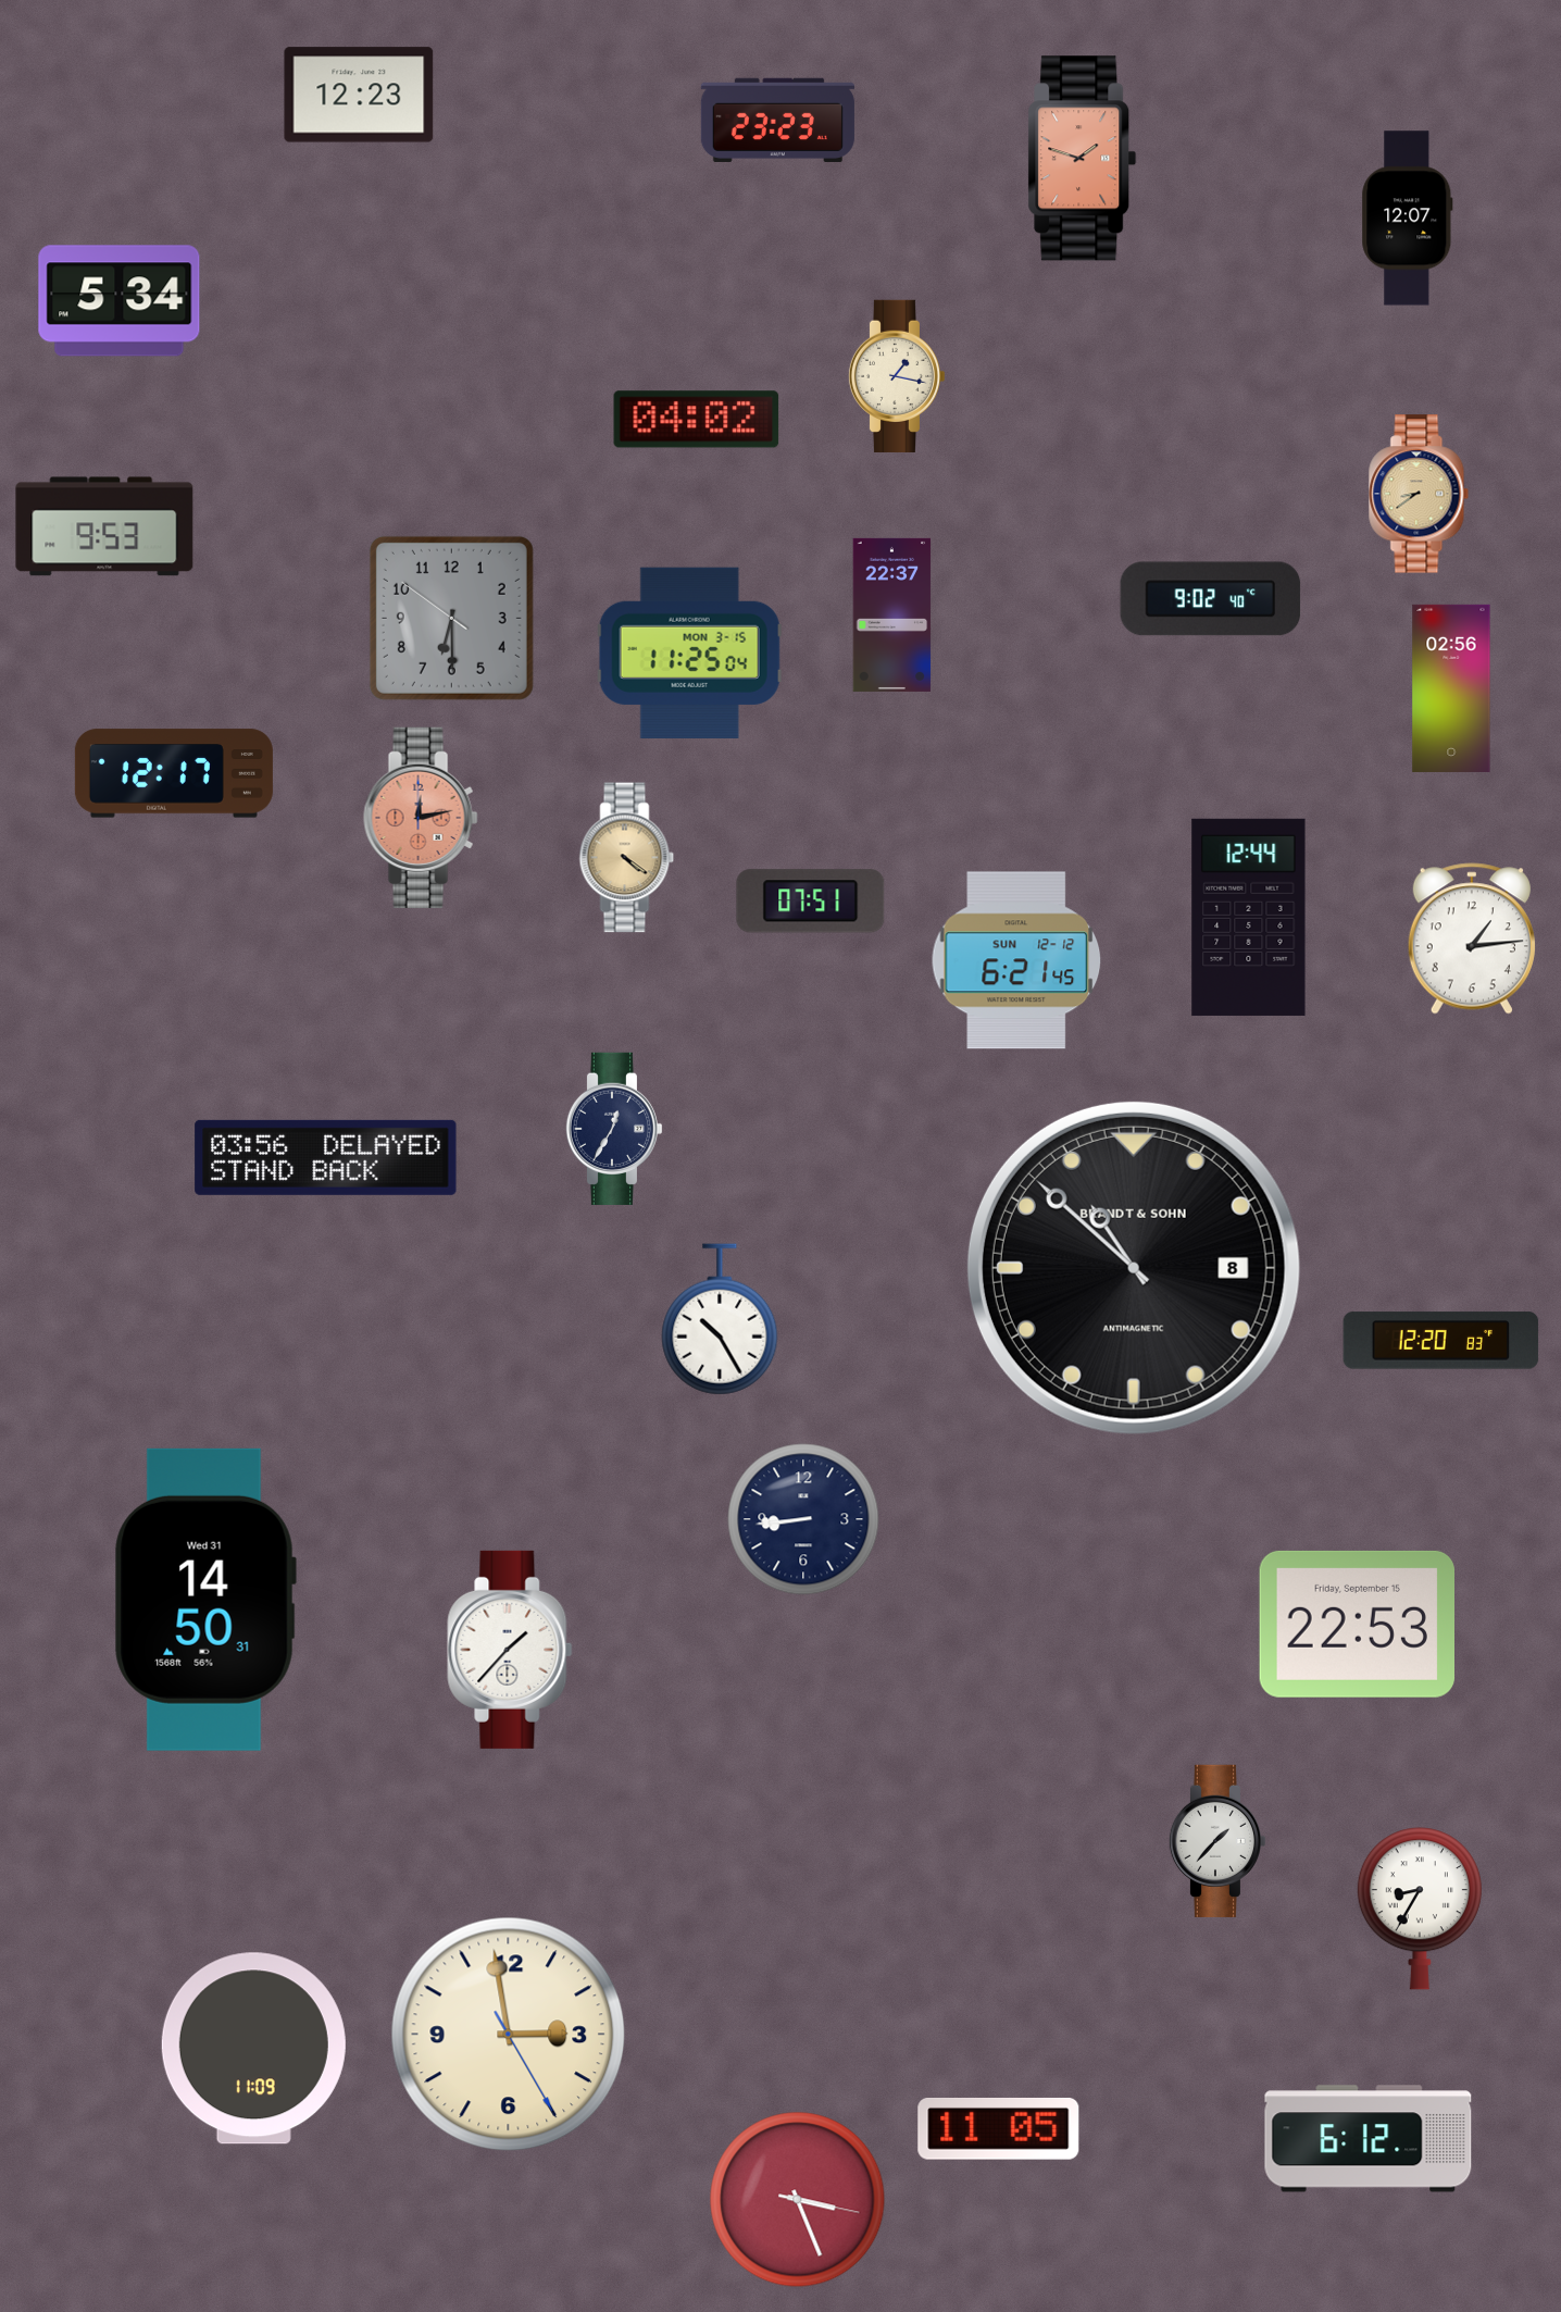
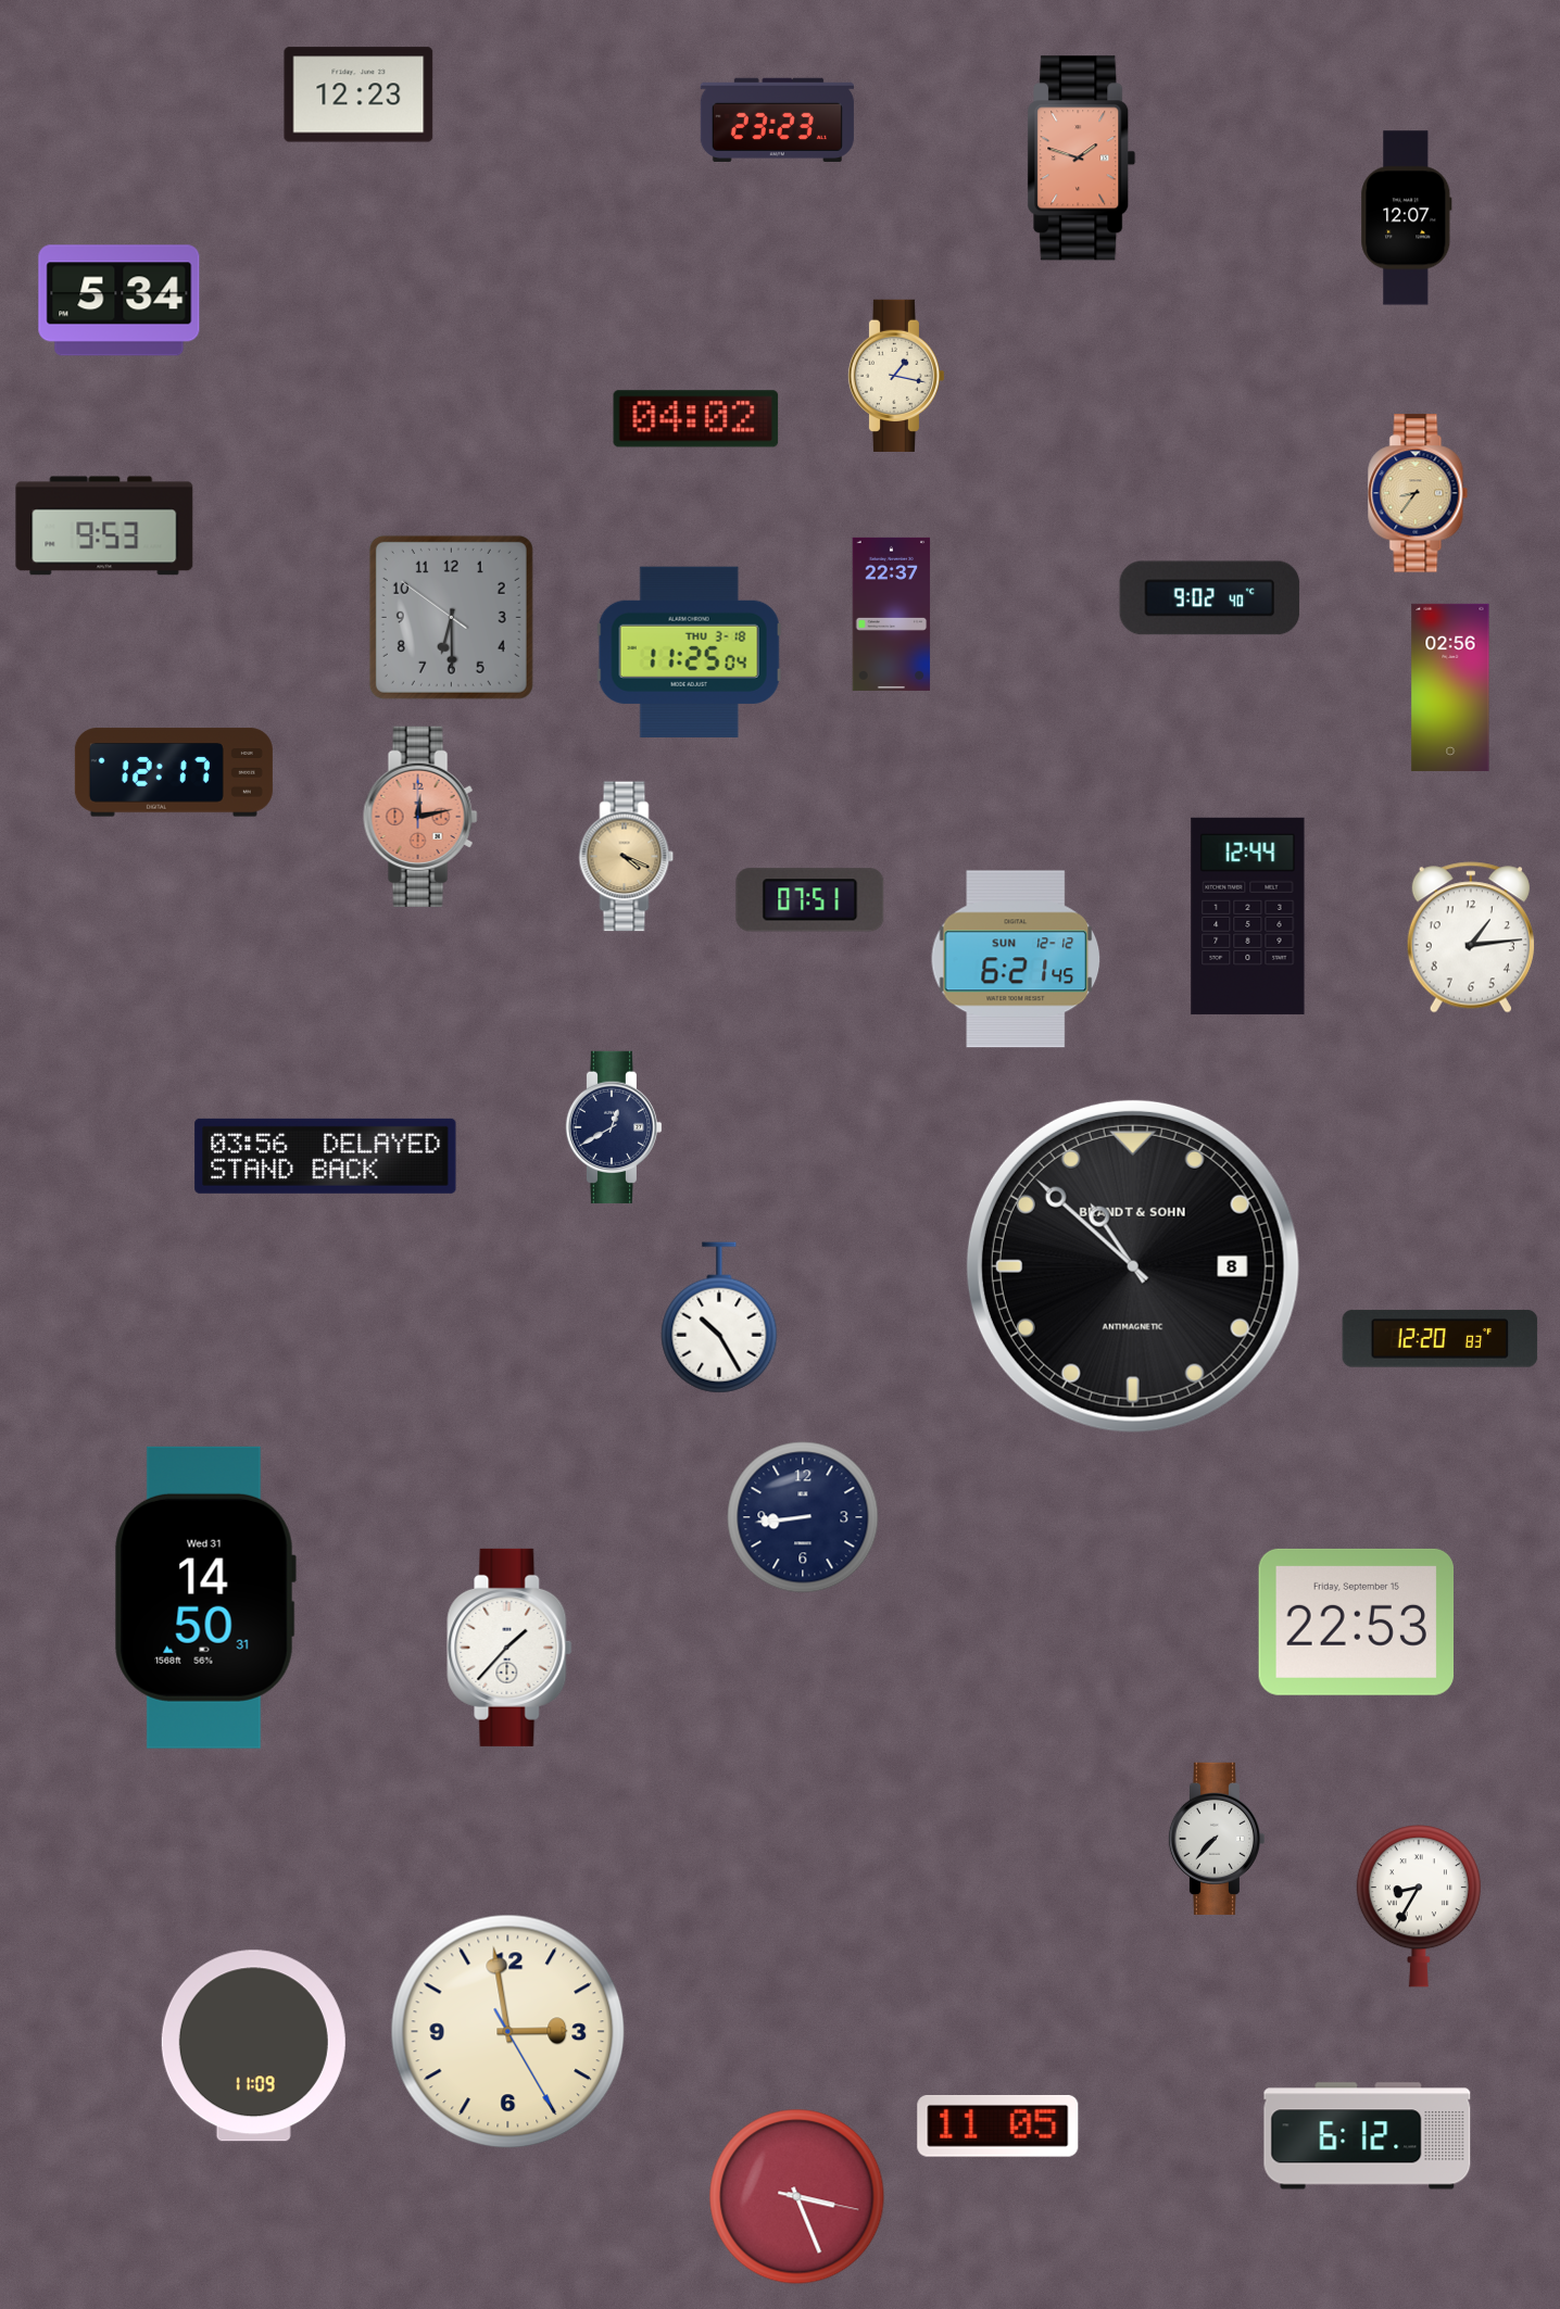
clock at (1419, 494): 8:39 -> 8:36
clock at (689, 652) date: MON 3-15 -> THU 3-18
clock at (627, 858): 4:21 -> 4:19
clock at (614, 1129): 12:35 -> 12:40
clock at (1217, 1841): 1:37 -> 7:37
